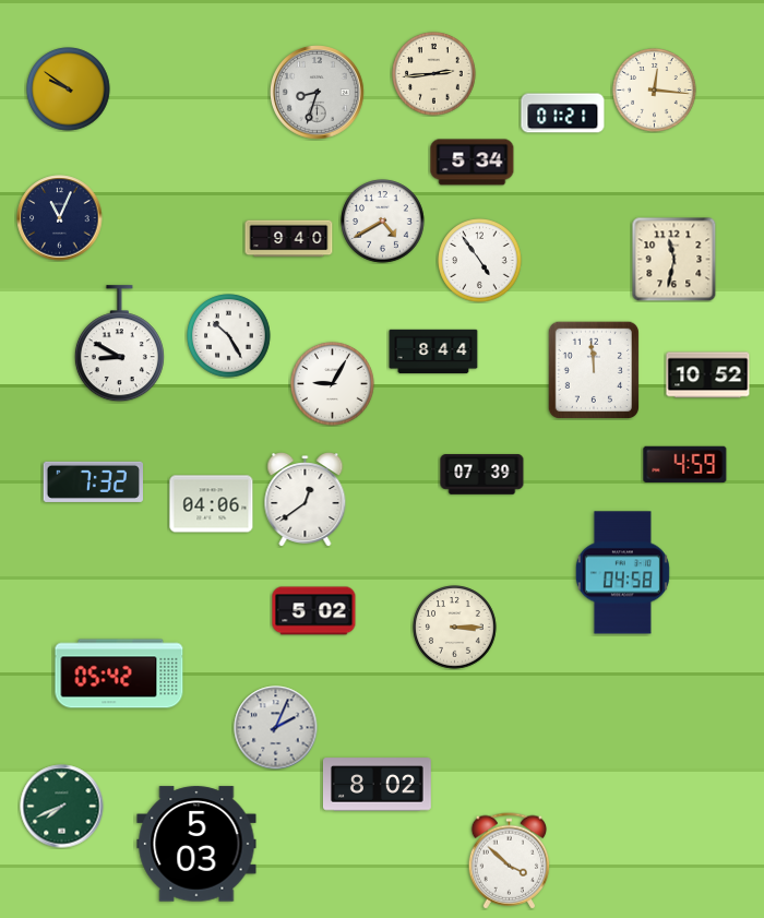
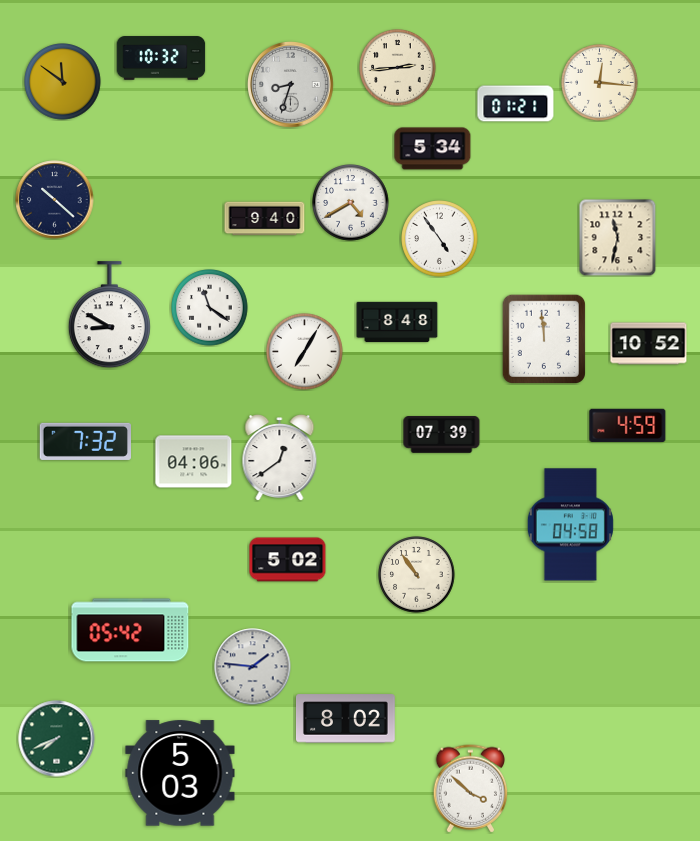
clock at (161, 58): none -> 10:32
clock at (69, 90): 9:51 -> 11:51
clock at (60, 218): 11:04 -> 10:22
clock at (229, 336): 10:25 -> 11:21
clock at (433, 351): 8:44 -> 8:48
clock at (333, 384): 9:05 -> 7:05
clock at (455, 628): 3:15 -> 10:54
clock at (119, 673) position: (119, 673) -> (130, 630)
clock at (276, 728): 2:04 -> 1:46
clock at (510, 861) position: (510, 861) -> (471, 789)
